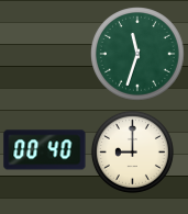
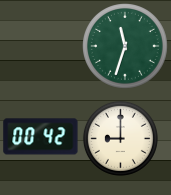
clock at (139, 55) position: (139, 55) -> (126, 47)
clock at (45, 150): 00:40 -> 00:42
